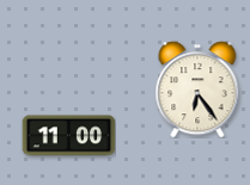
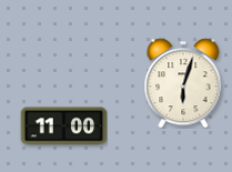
clock at (197, 90): 6:24 -> 6:03
